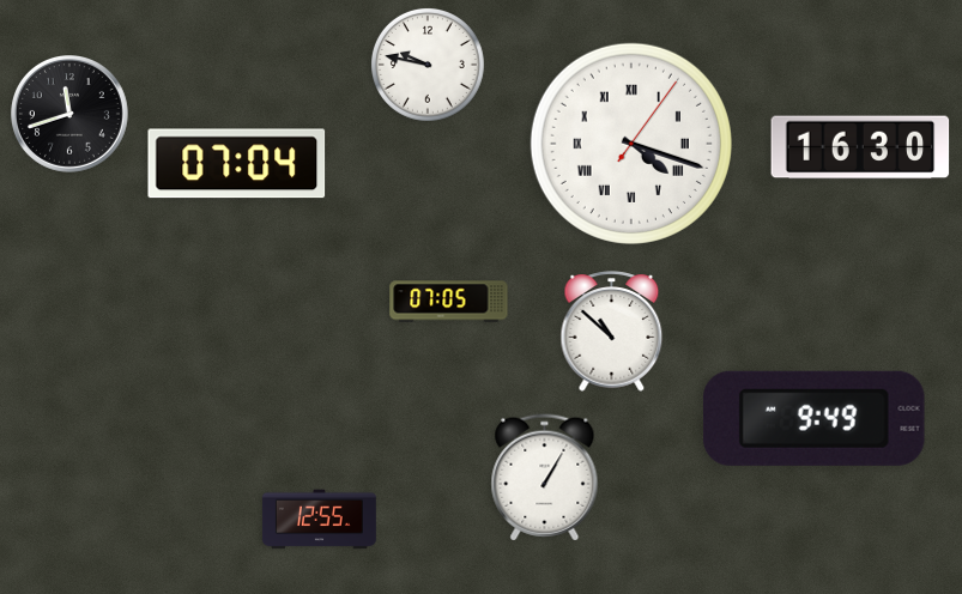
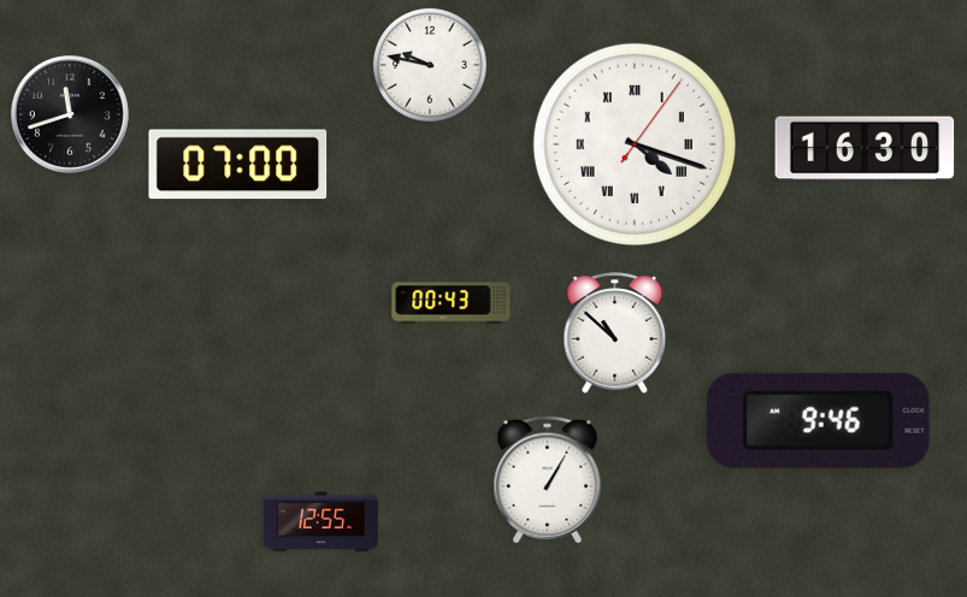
clock at (237, 164): 07:04 -> 07:00
clock at (449, 302): 07:05 -> 00:43
clock at (815, 418): 9:49 -> 9:46
